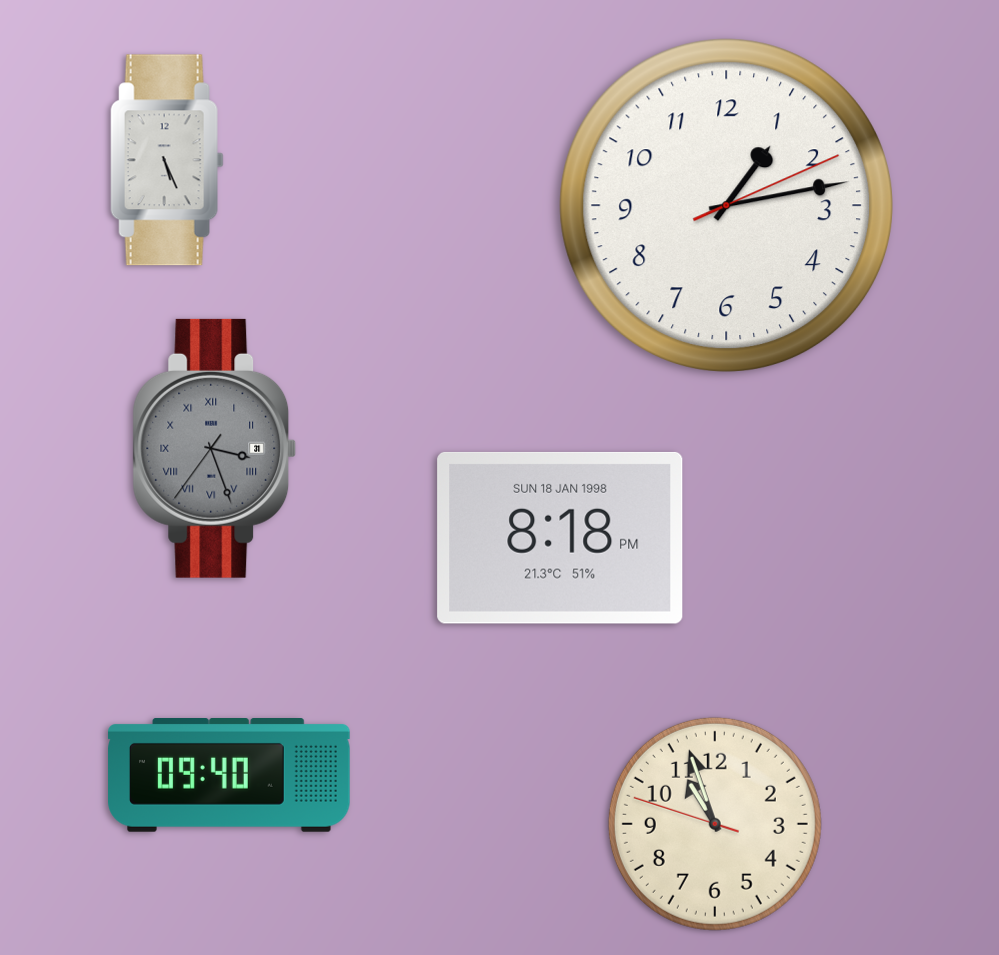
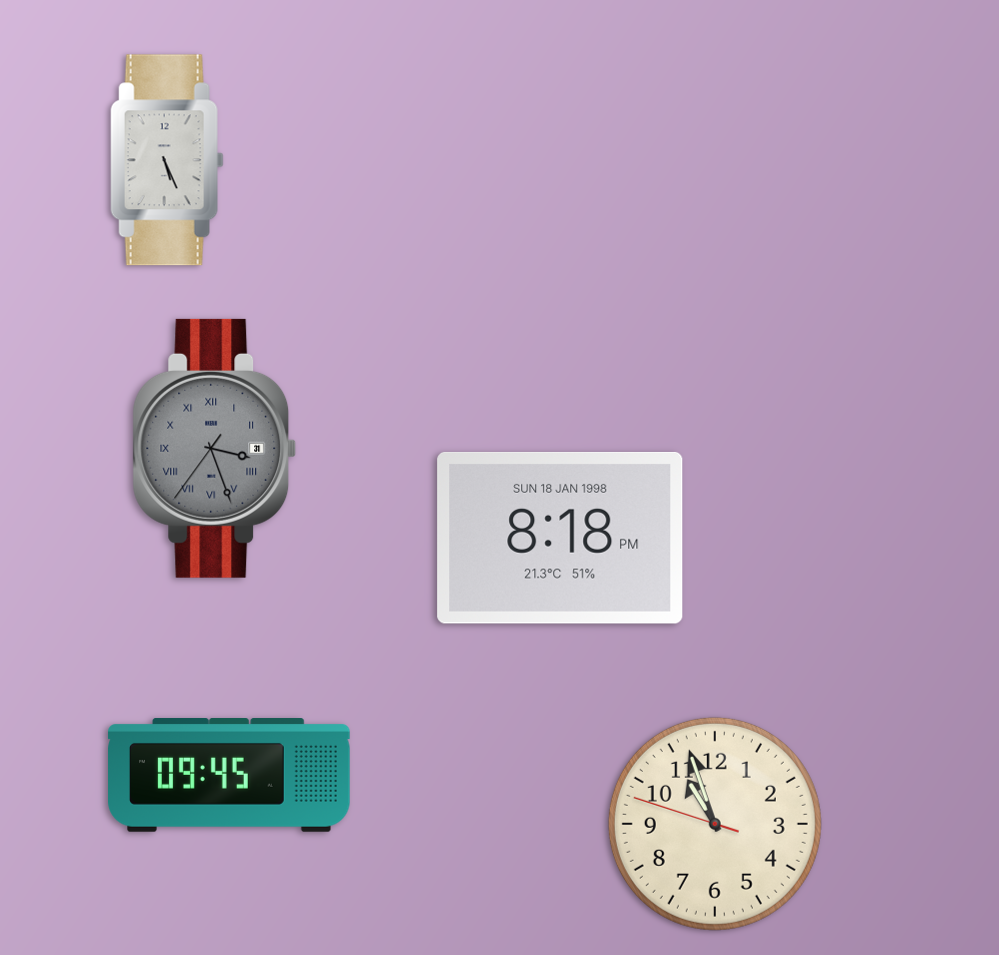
clock at (726, 205): 1:13 -> none
clock at (229, 776): 09:40 -> 09:45
